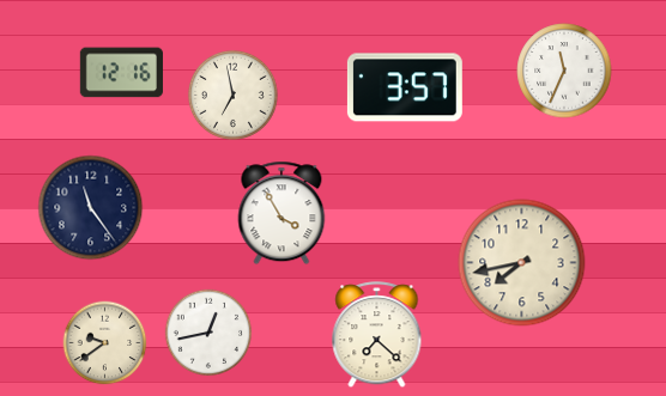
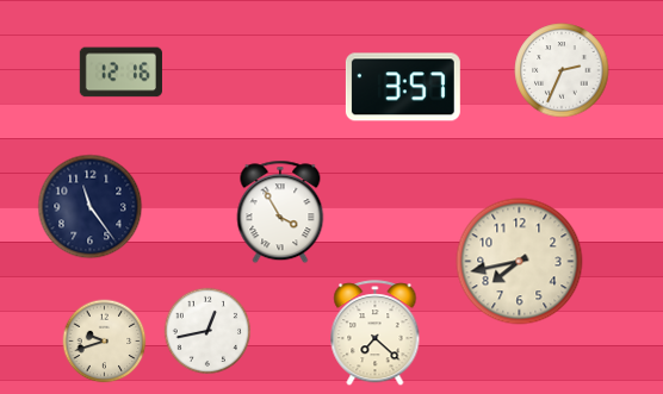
clock at (564, 71): 11:34 -> 2:34
clock at (232, 95): 6:58 -> none
clock at (105, 343): 9:39 -> 9:42
